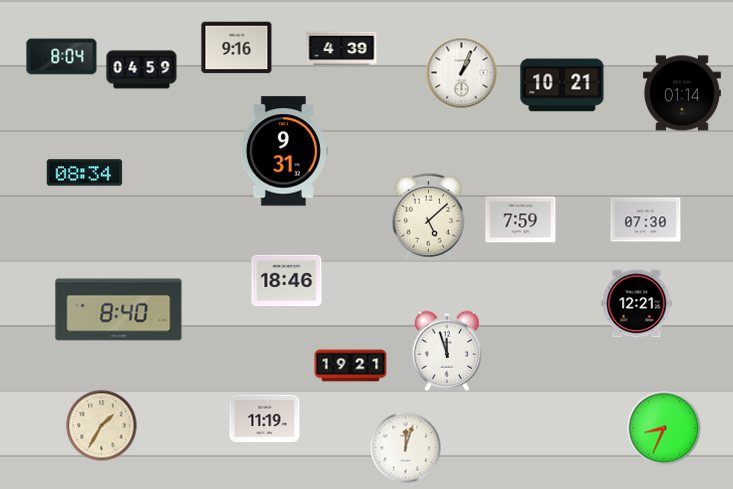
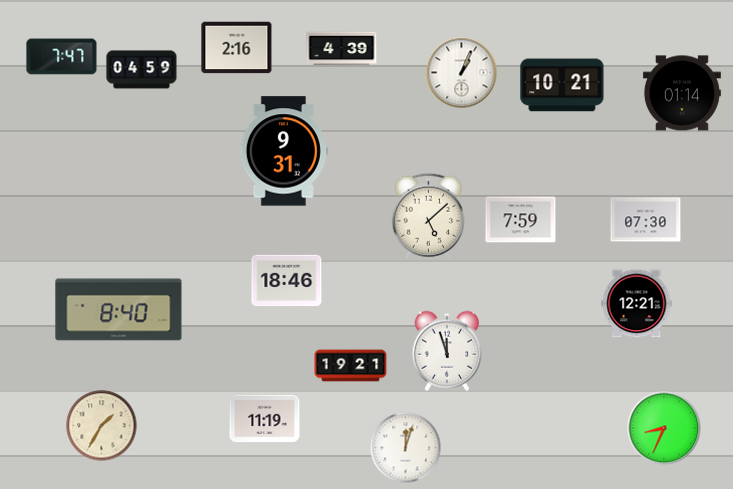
clock at (237, 48): 9:16 -> 2:16
clock at (62, 57): 8:04 -> 7:47
clock at (85, 173): 08:34 -> none
